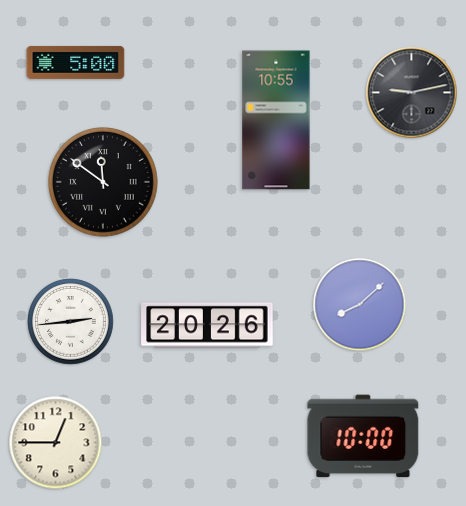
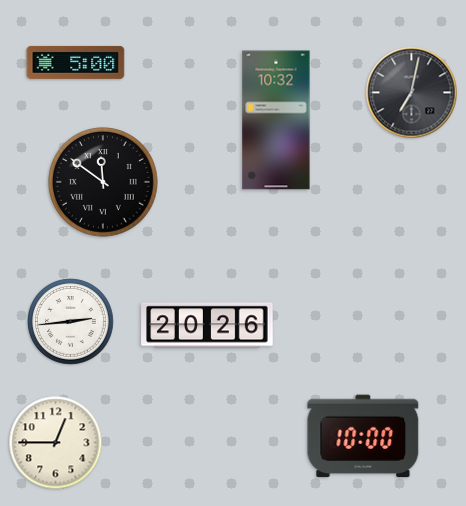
clock at (412, 93): 9:13 -> 7:02
clock at (276, 120): 10:55 -> 10:32
clock at (360, 305): 8:08 -> none
